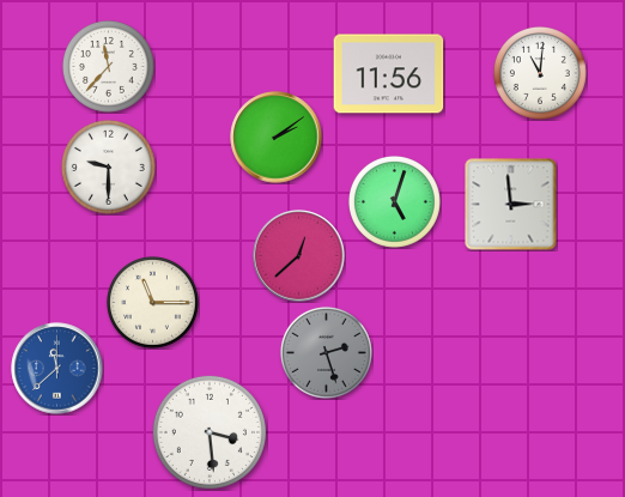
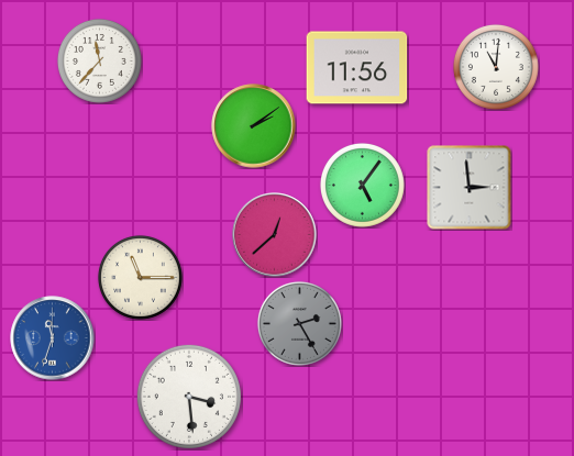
clock at (108, 166): 9:30 -> none
clock at (394, 201): 5:03 -> 5:06
clock at (326, 352): 2:27 -> 2:25
clock at (57, 369): 11:38 -> 11:33
clock at (210, 432) position: (210, 432) -> (189, 397)
